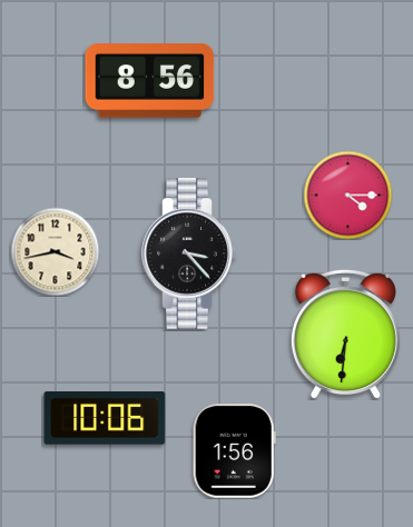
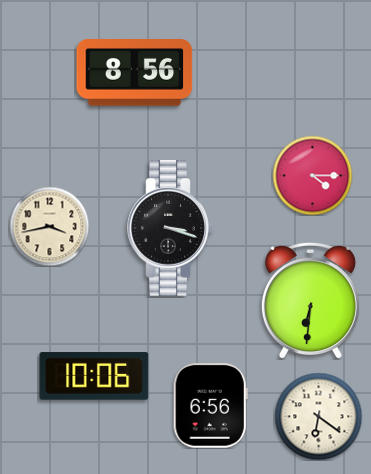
clock at (189, 253): 3:23 -> 3:18
clock at (234, 451): 1:56 -> 6:56
clock at (318, 416): none -> 6:21
